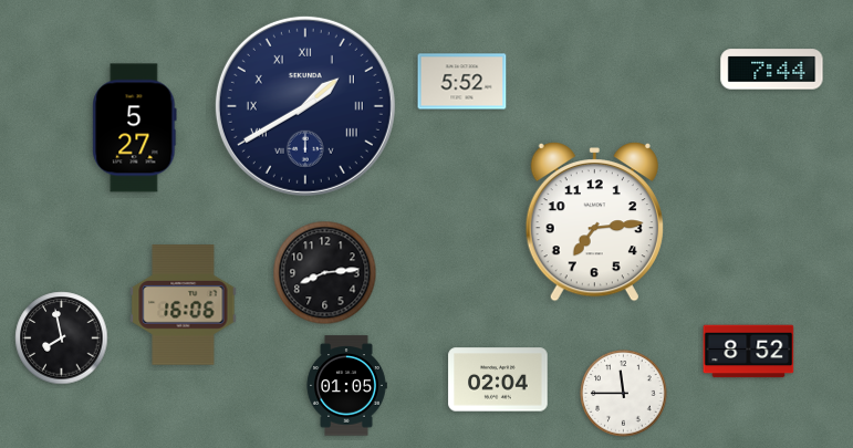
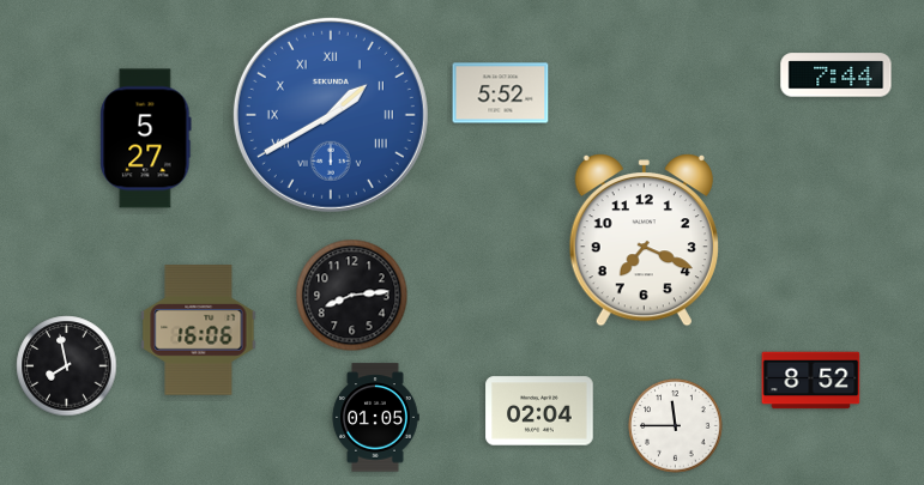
clock at (462, 82) position: (462, 82) -> (501, 93)
clock at (305, 106) dial: navy -> blue
clock at (594, 222): 7:14 -> 7:19
